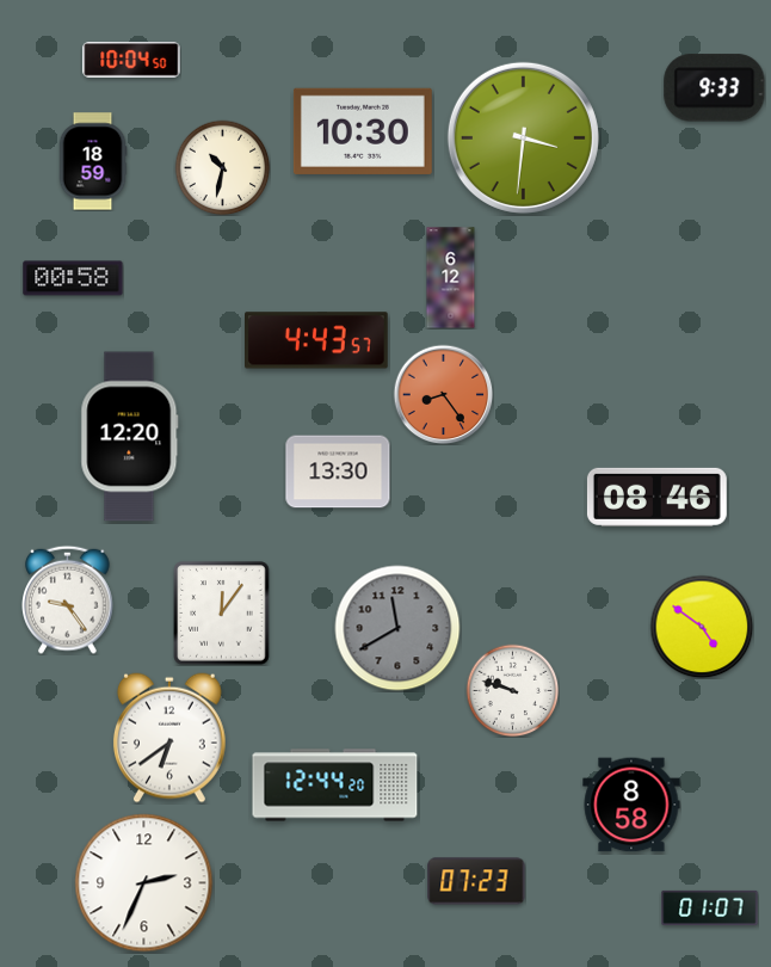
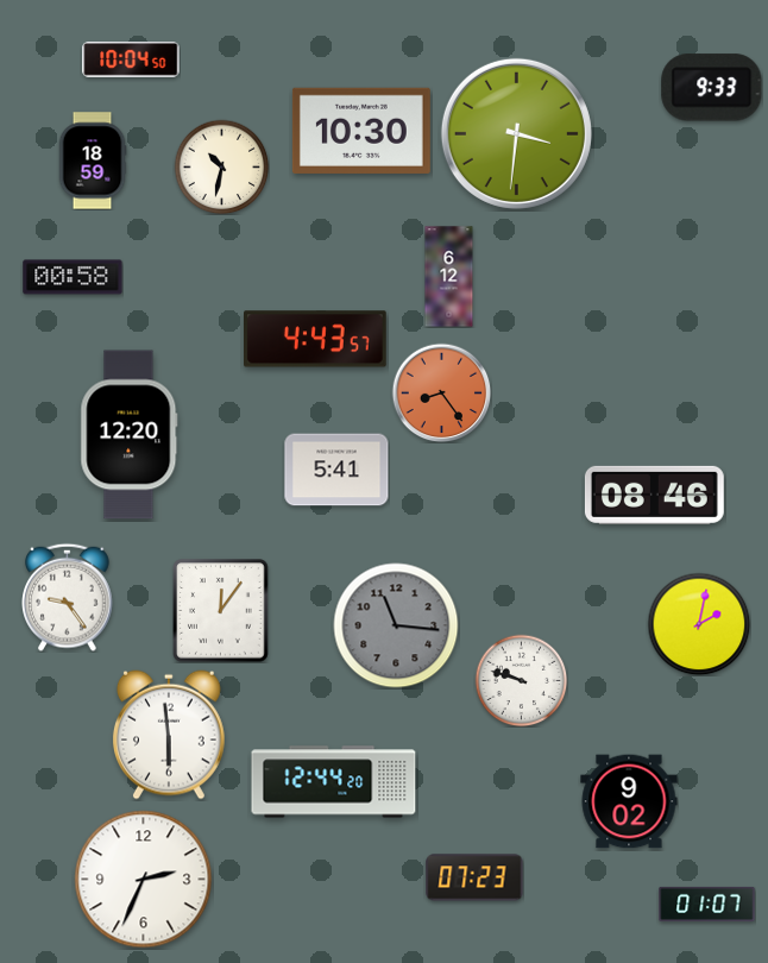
clock at (523, 137) position: (523, 137) -> (516, 133)
clock at (338, 472): 13:30 -> 5:41
clock at (702, 627): 4:51 -> 2:02
clock at (397, 628): 11:40 -> 11:16
clock at (512, 690) position: (512, 690) -> (521, 680)
clock at (169, 738): 6:39 -> 5:59
clock at (631, 805): 8:58 -> 9:02
